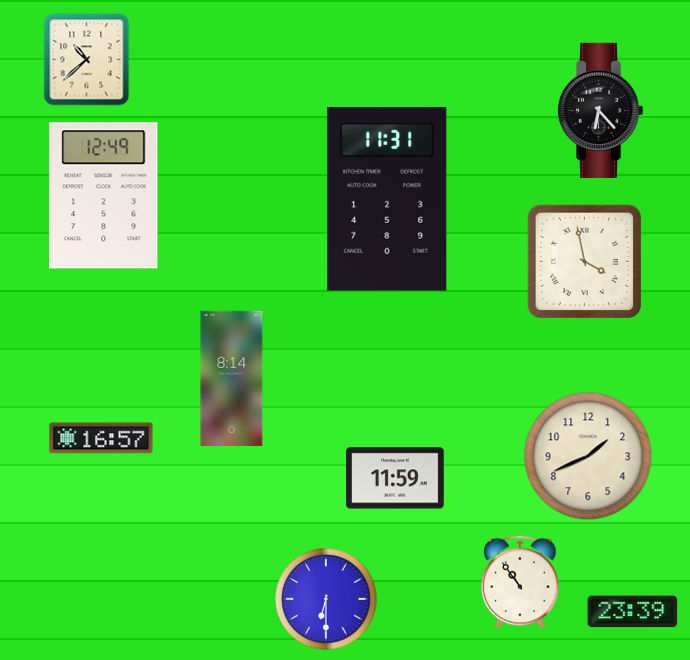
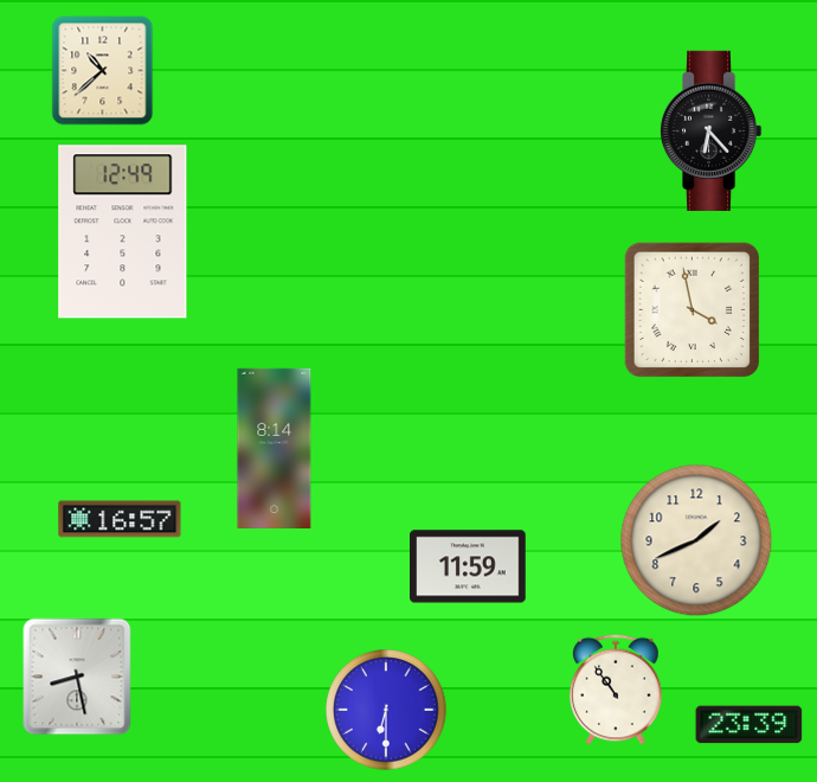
clock at (387, 200): 11:31 -> none
clock at (77, 677): none -> 8:28
